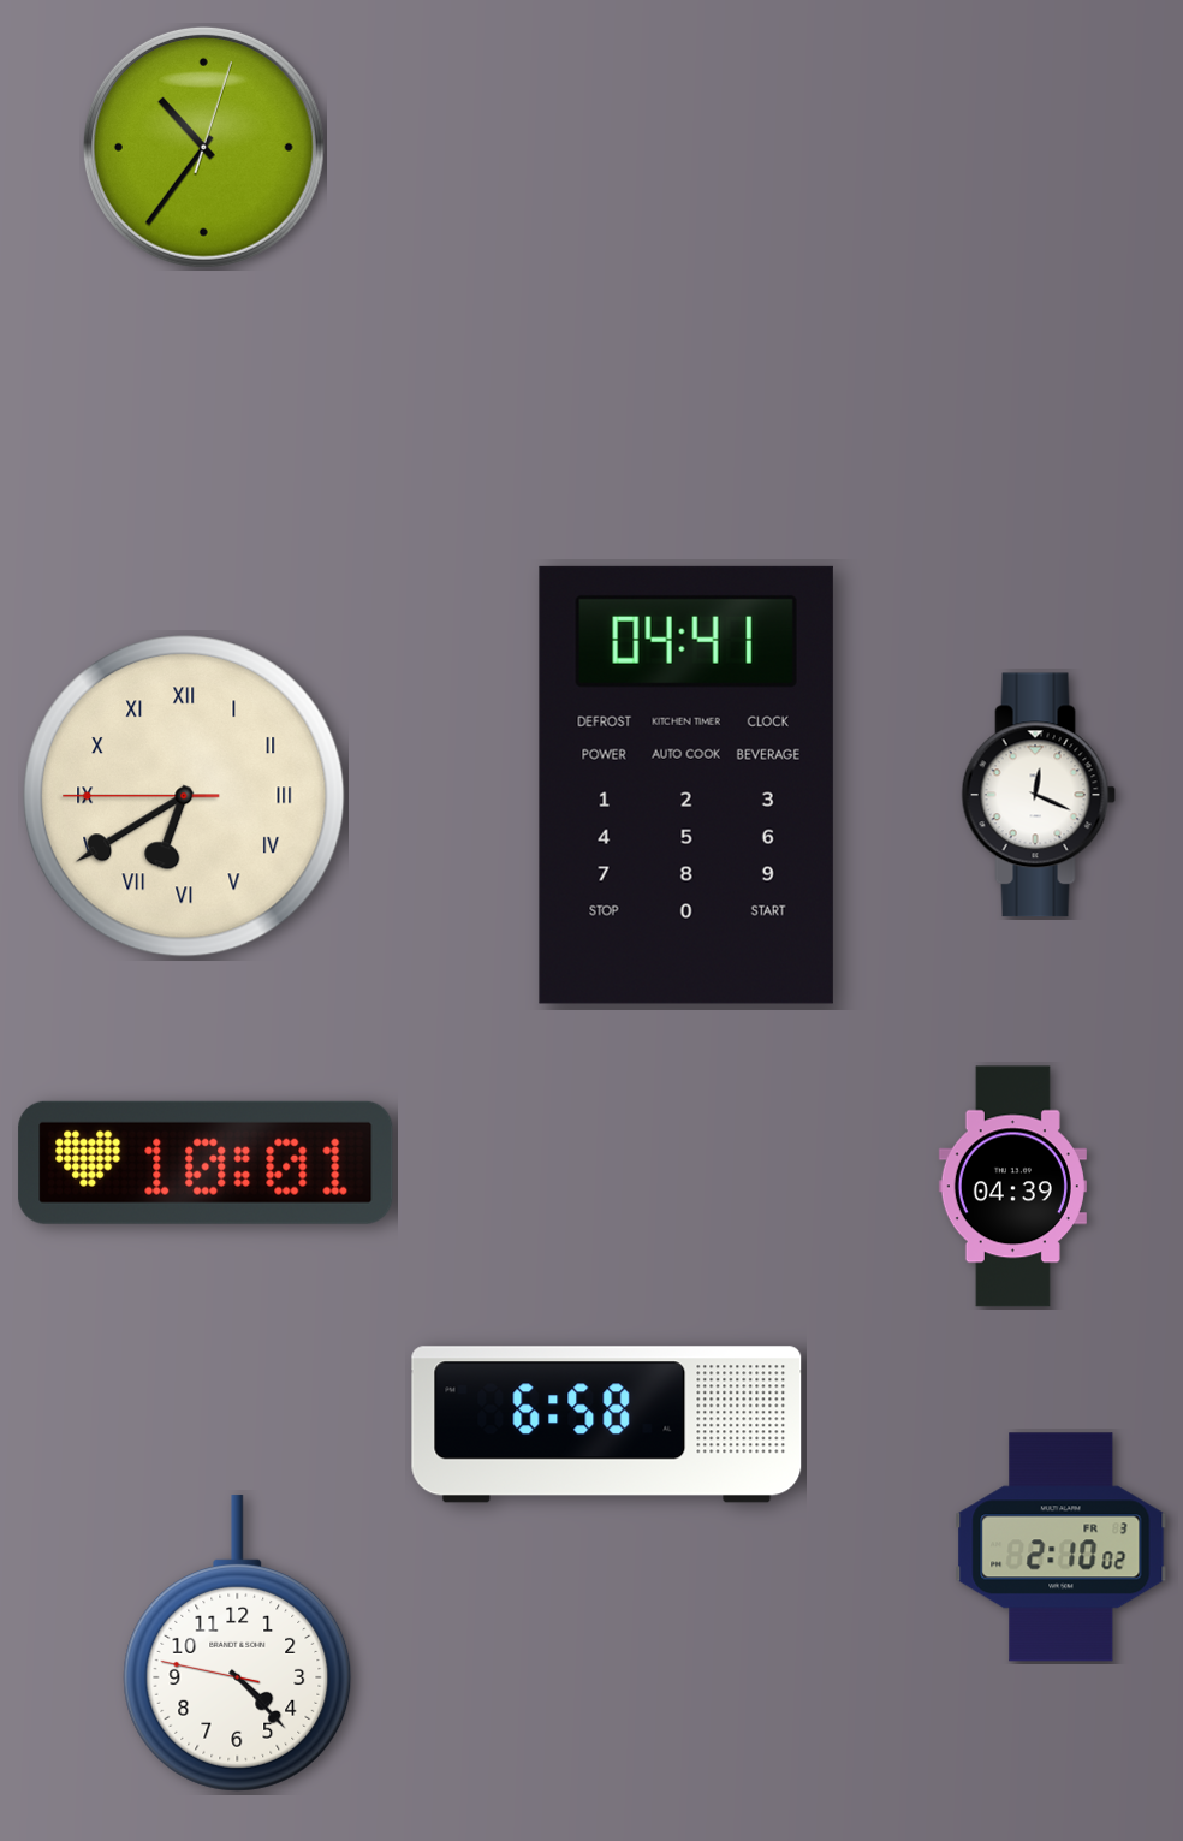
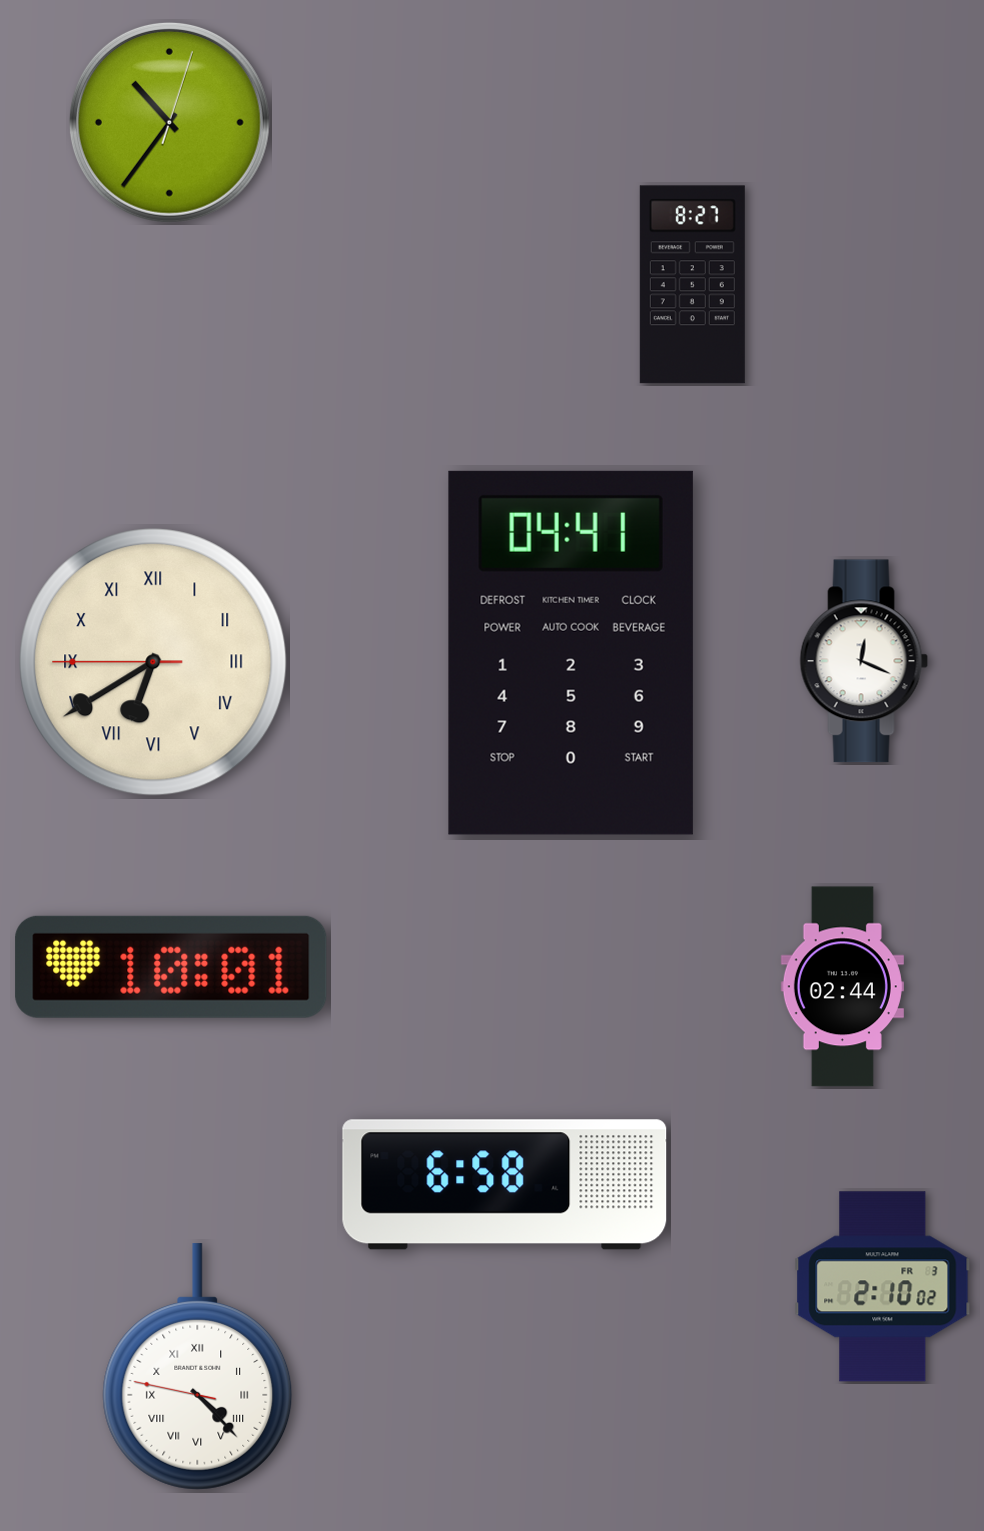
clock at (692, 285): none -> 8:27
clock at (1012, 1187): 04:39 -> 02:44
clock at (238, 1644) numerals: Arabic -> Roman
